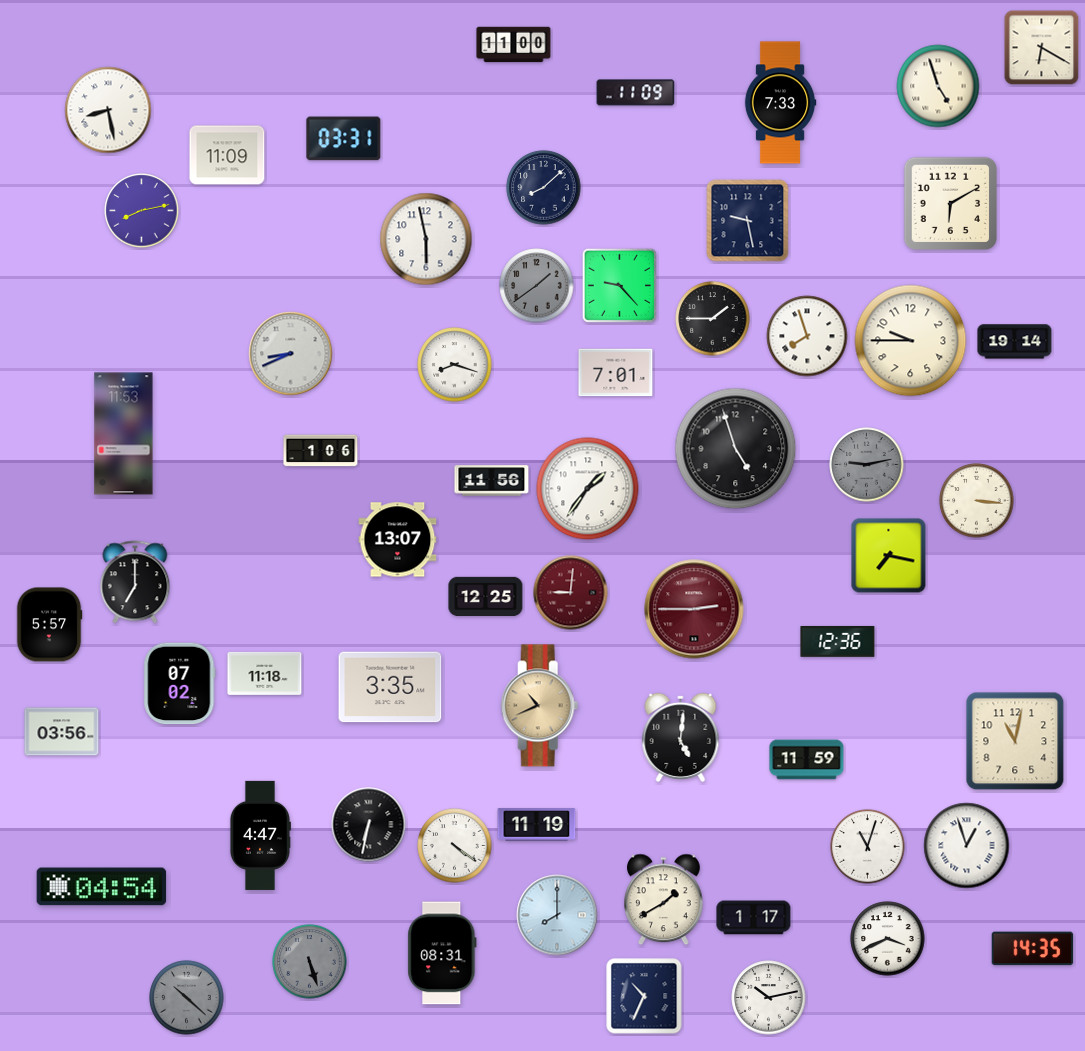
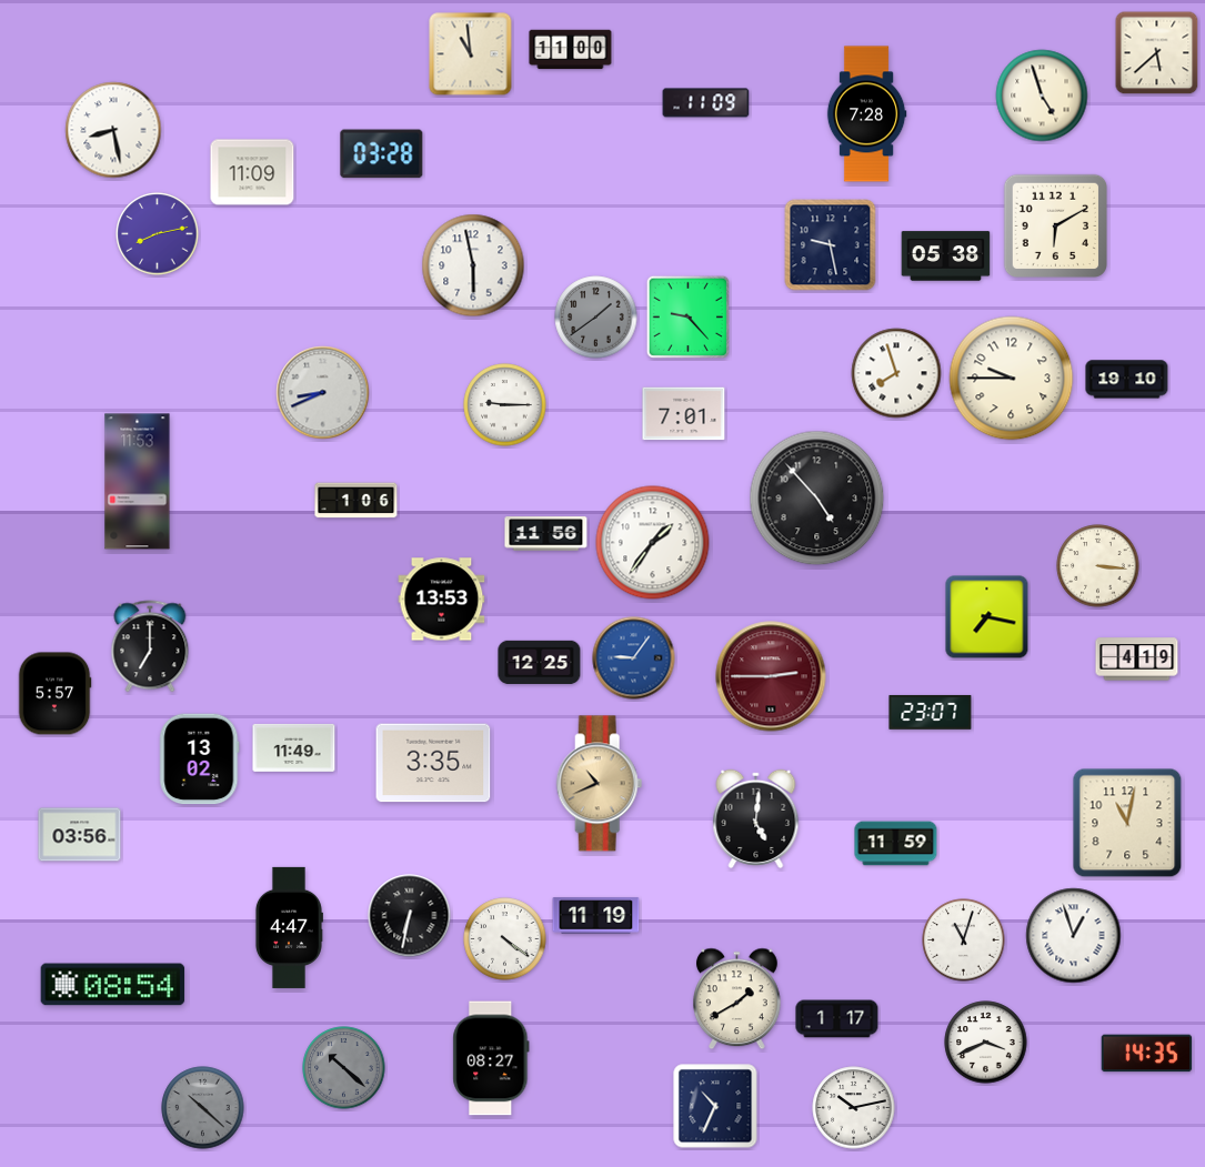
clock at (1042, 48): 6:20 -> 5:38
clock at (471, 54): none -> 10:59
clock at (780, 103): 7:33 -> 7:28
clock at (108, 110) position: (108, 110) -> (113, 130)
clock at (344, 139): 03:31 -> 03:28
clock at (544, 188): 8:08 -> none
clock at (946, 256): none -> 05:38
clock at (713, 319): 1:45 -> none
clock at (1015, 342): 19:14 -> 19:10
clock at (455, 365): 8:18 -> 9:15
clock at (736, 449): 4:57 -> 4:53
clock at (867, 465): 9:13 -> none
clock at (977, 501) position: (977, 501) -> (1098, 566)
clock at (398, 540): 13:07 -> 13:53
clock at (571, 593): 9:01 -> 9:06
clock at (571, 593) dial: burgundy -> blue
clock at (1137, 660): none -> 4:19
clock at (838, 642): 12:36 -> 23:07
clock at (265, 673): 11:18 -> 11:49
clock at (180, 684): 07:02 -> 13:02
clock at (62, 732) position: (62, 732) -> (80, 835)
clock at (967, 846) position: (967, 846) -> (1074, 936)
clock at (102, 887): 04:54 -> 08:54
clock at (557, 915): 8:00 -> none
clock at (442, 953): 08:31 -> 08:27
clock at (310, 962): 5:27 -> 10:22
clock at (187, 998) position: (187, 998) -> (203, 1108)
